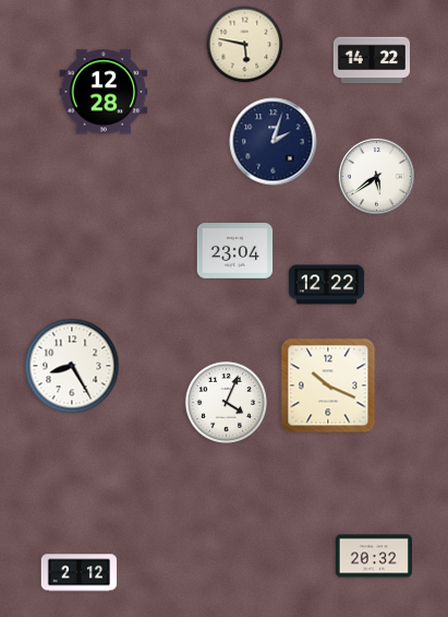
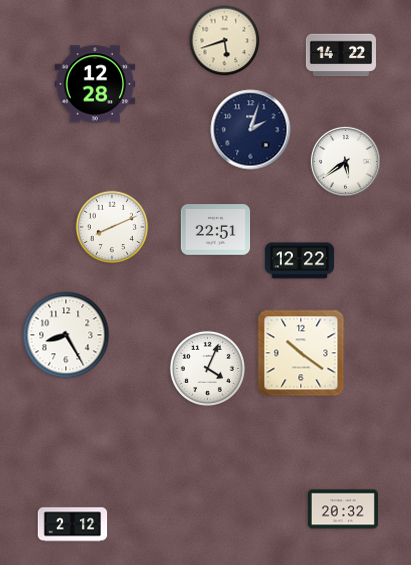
clock at (245, 45): 5:47 -> 5:42
clock at (112, 227): none -> 8:11
clock at (235, 251): 23:04 -> 22:51
clock at (328, 385): 10:19 -> 10:21
